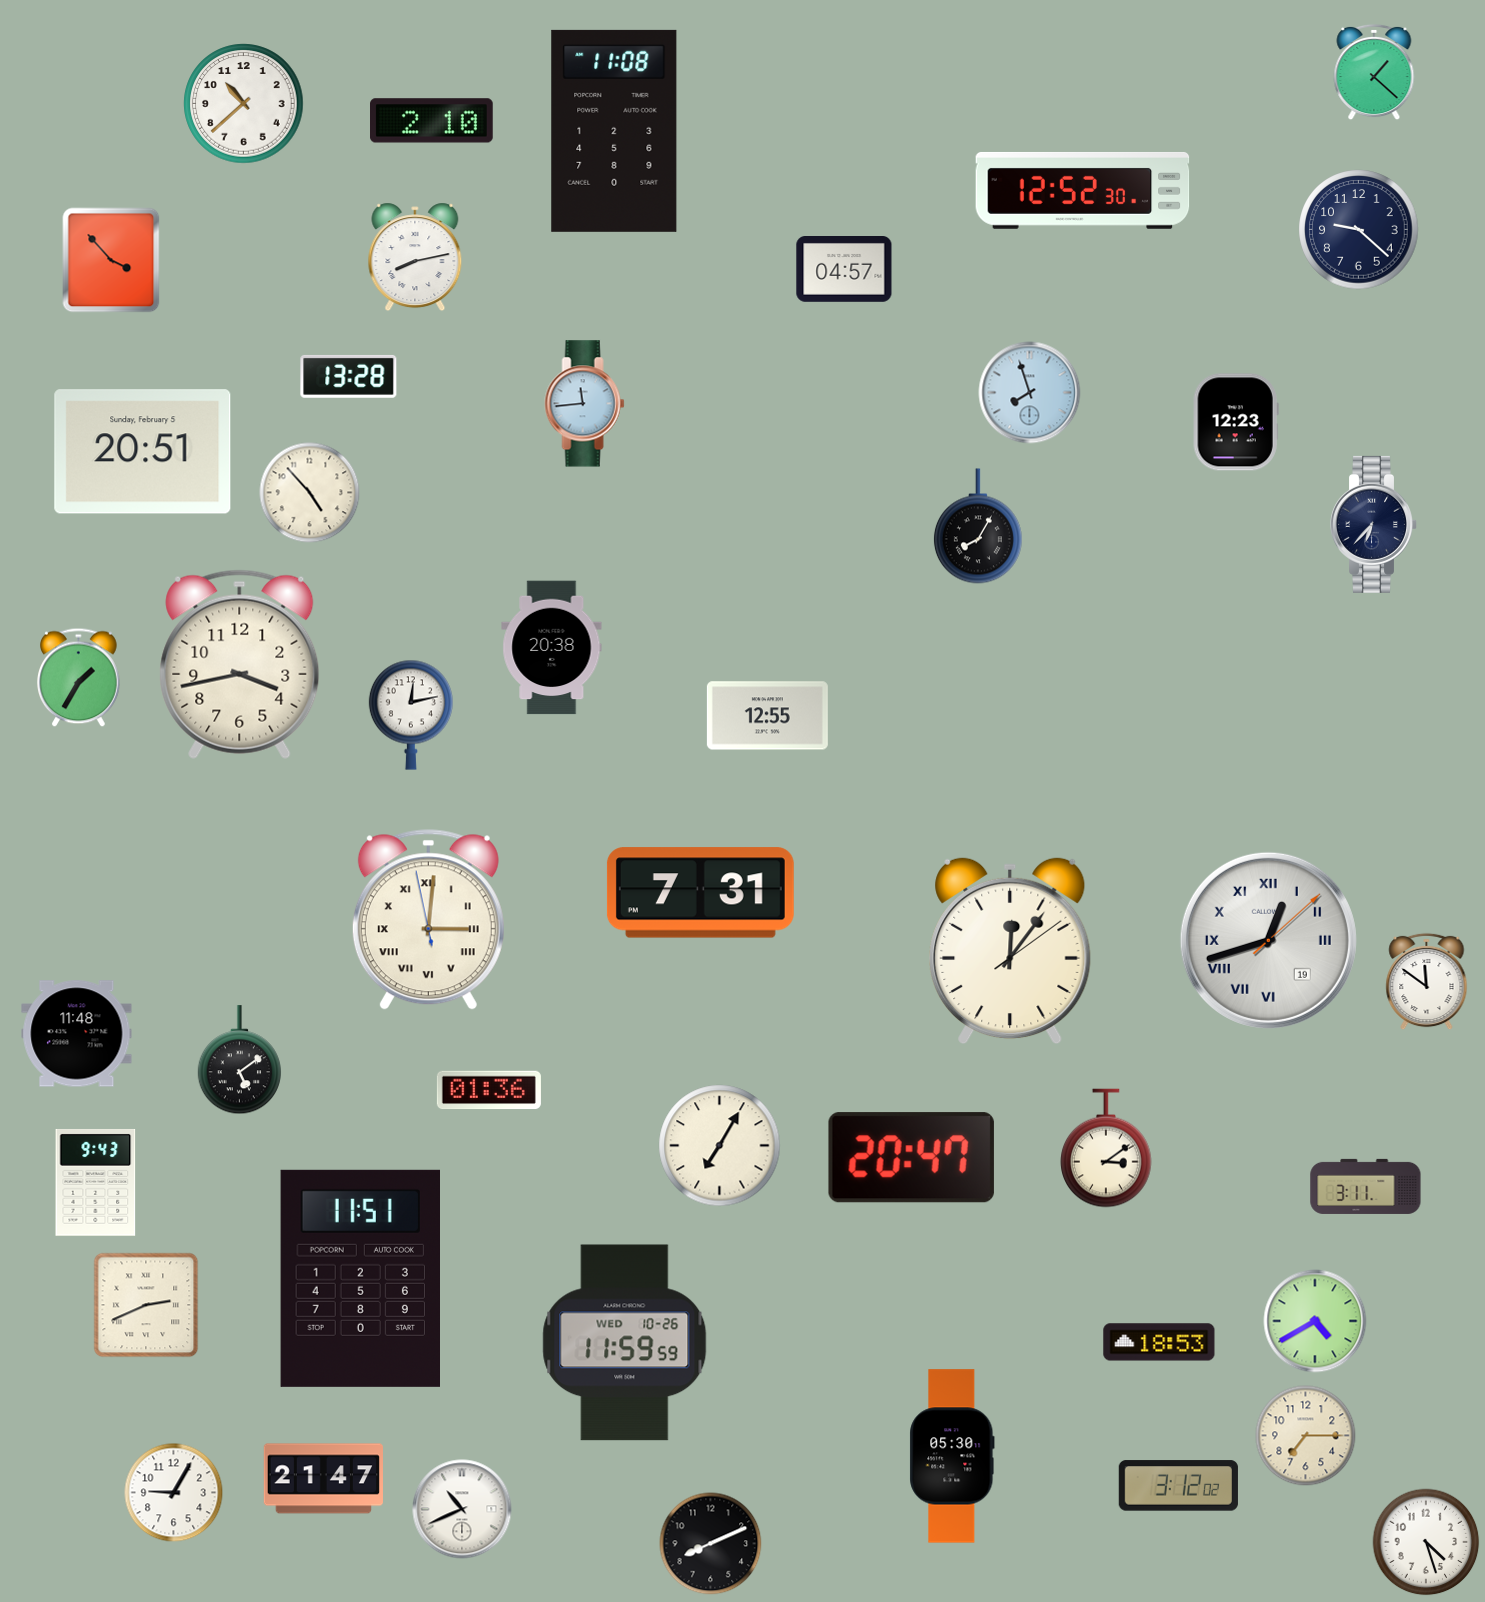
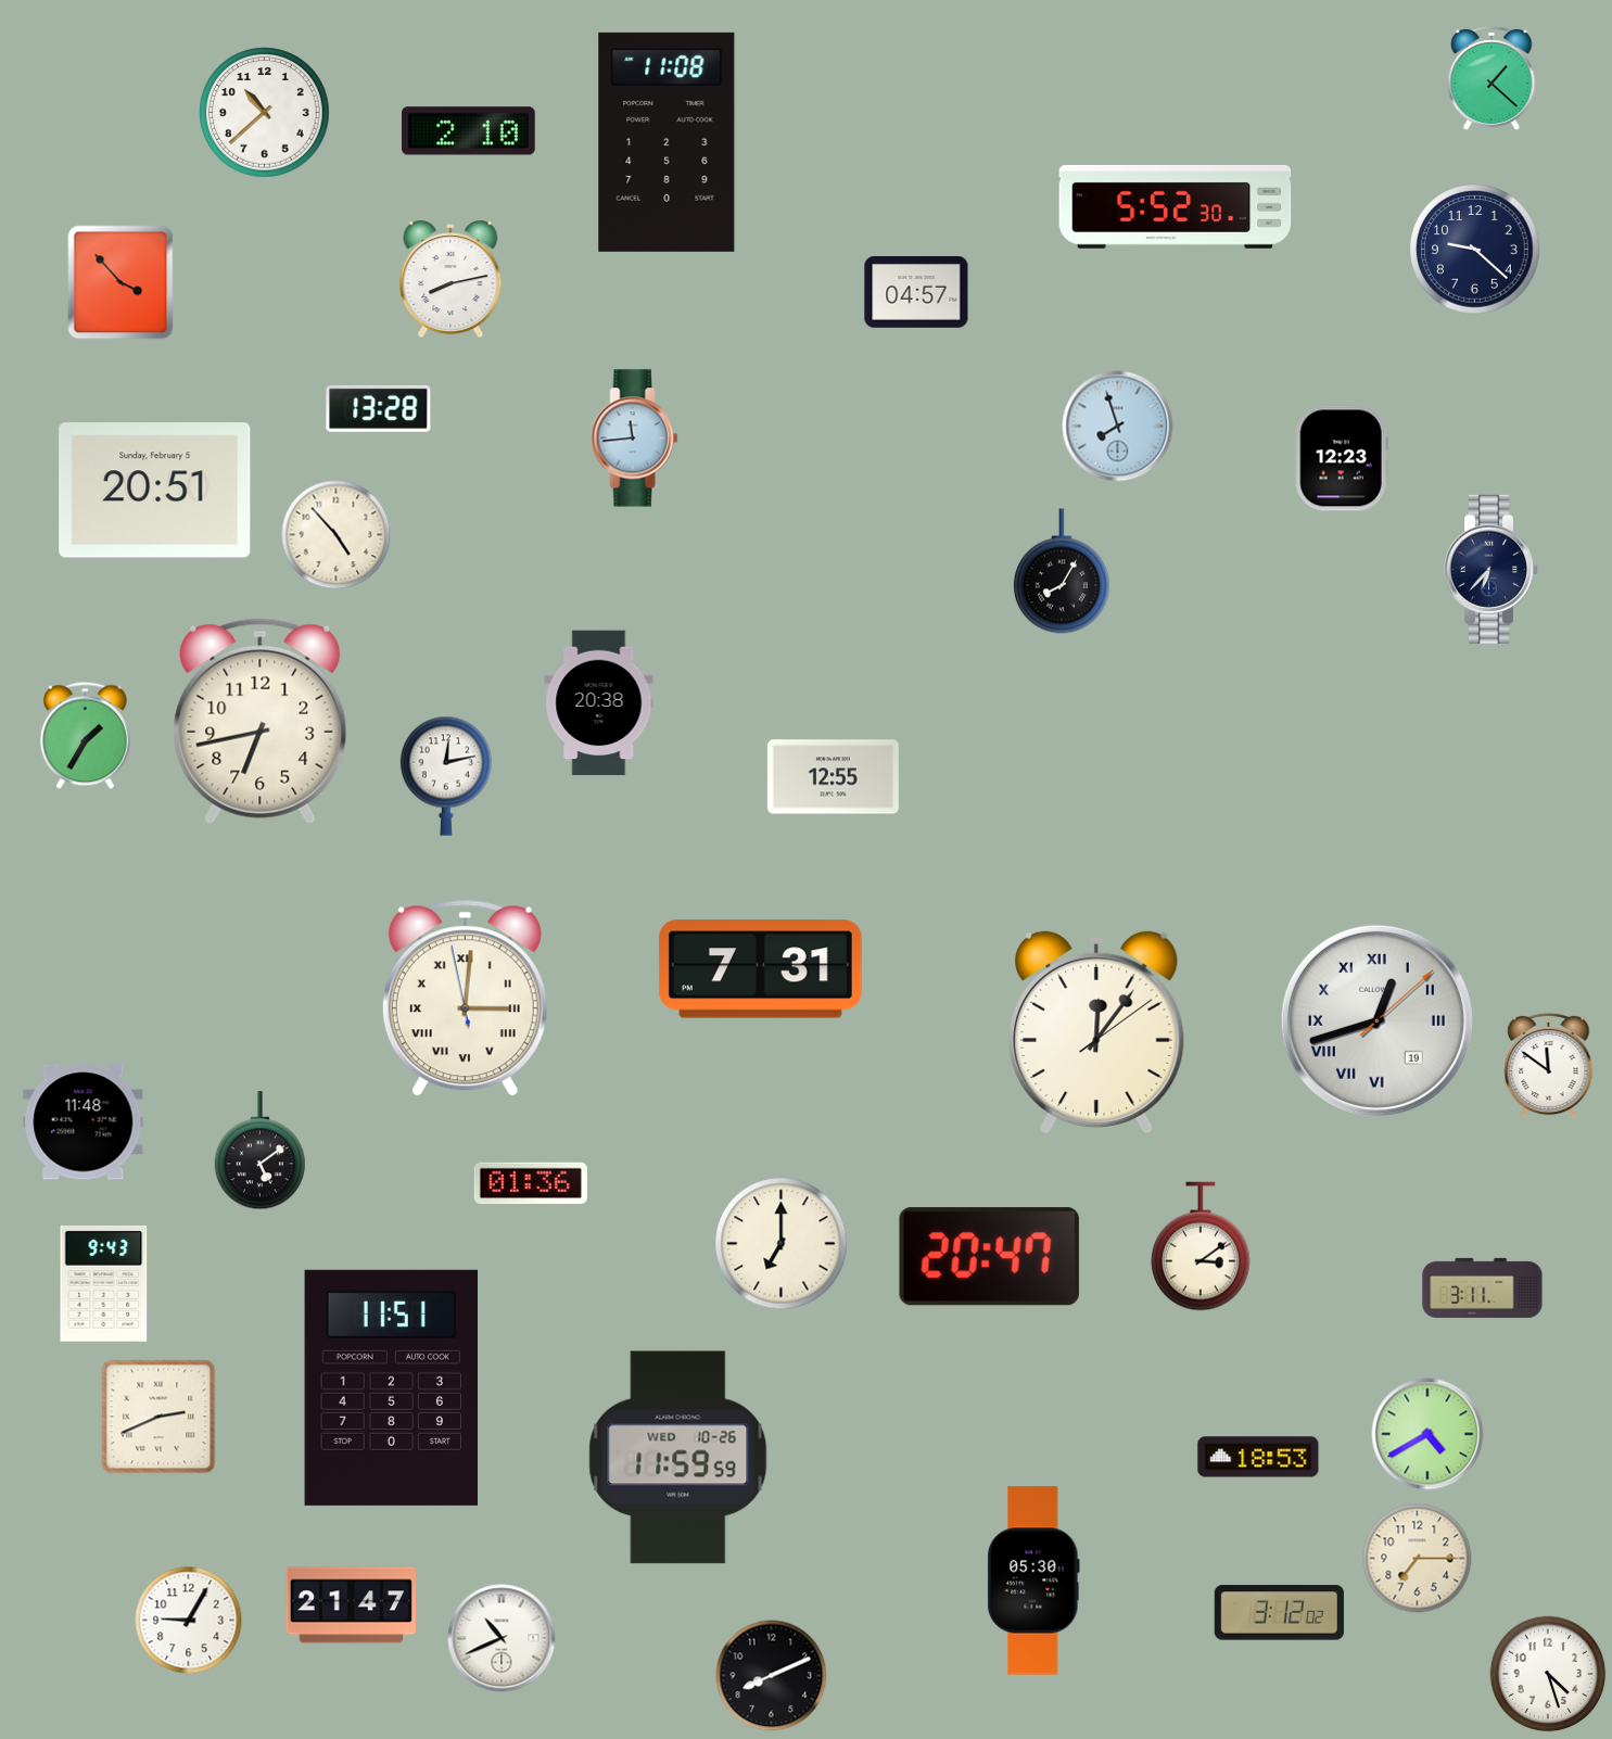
clock at (1083, 190): 12:52 -> 5:52
clock at (240, 664): 3:43 -> 6:43
clock at (720, 1146): 7:05 -> 7:00
